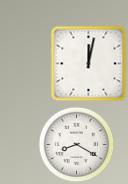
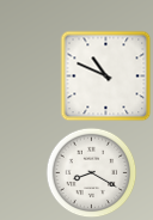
clock at (89, 64): 12:02 -> 10:49
